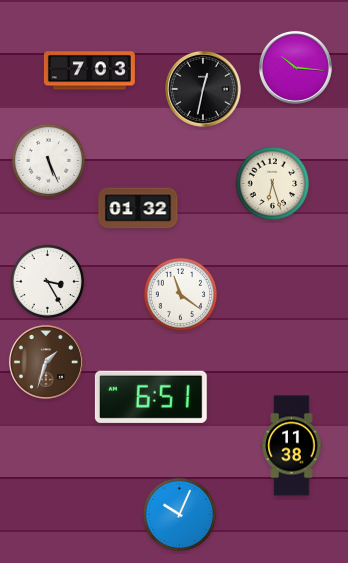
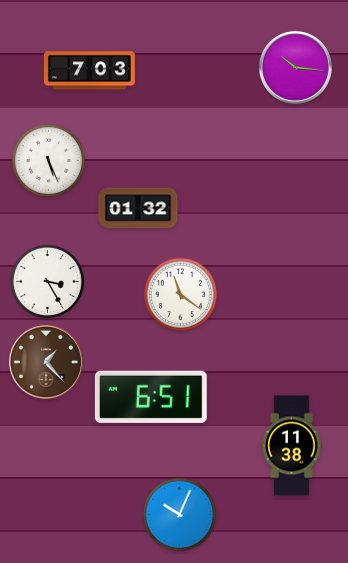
clock at (204, 90): 12:32 -> none
clock at (273, 184): 6:27 -> none
clock at (46, 362): 1:33 -> 1:23
